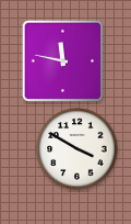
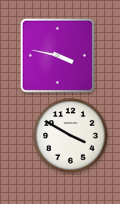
clock at (62, 60): 11:47 -> 3:47
